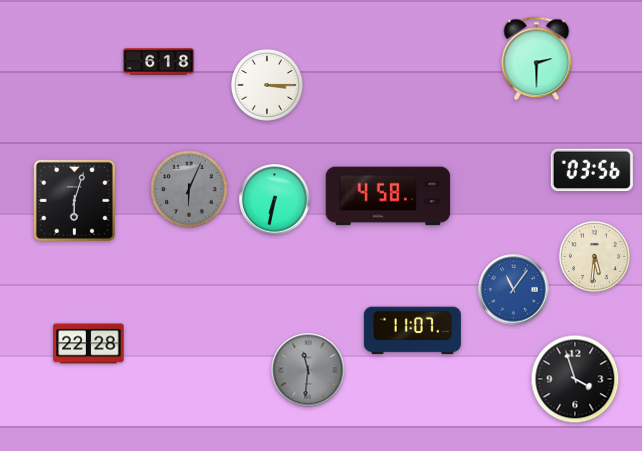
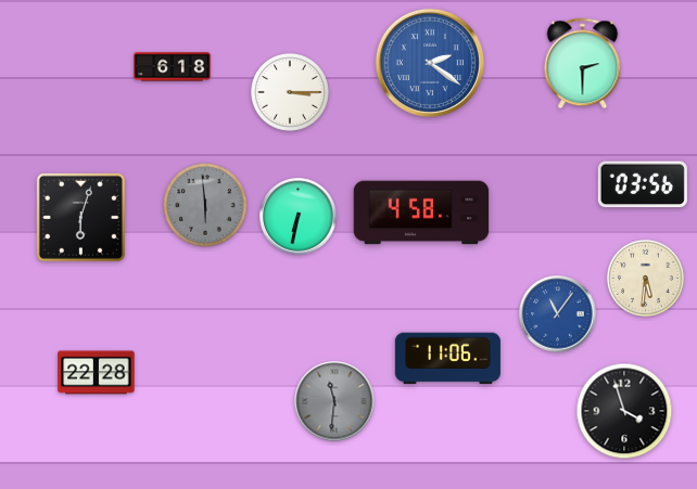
clock at (430, 63): none -> 2:21
clock at (189, 189): 6:04 -> 5:59
clock at (412, 331): 11:07 -> 11:06
